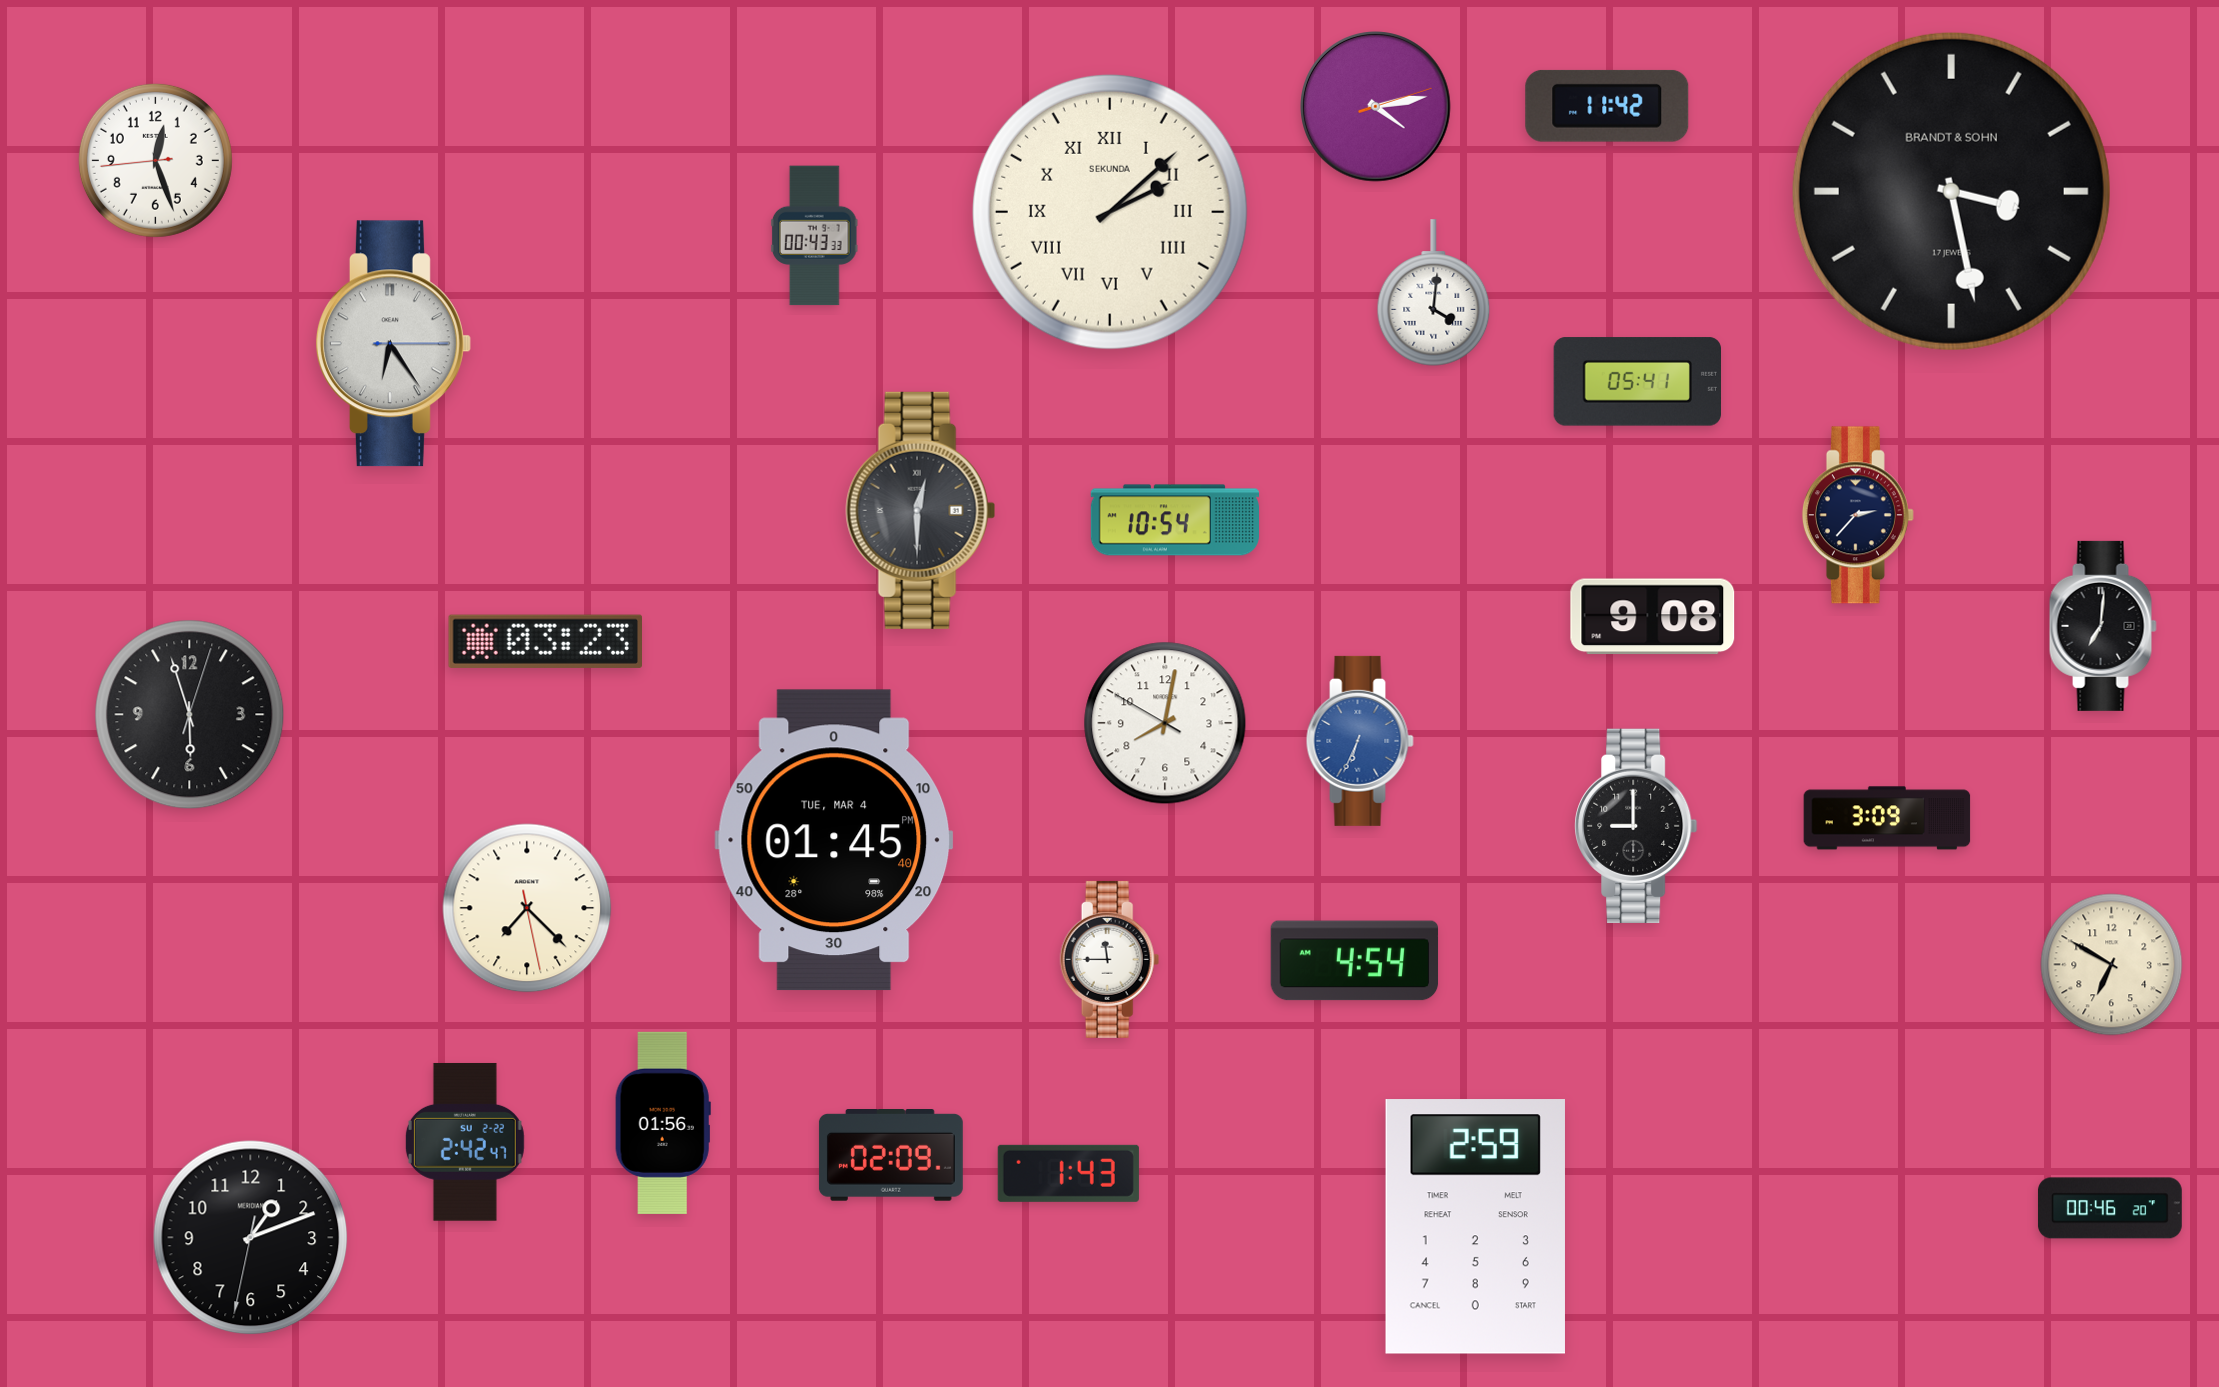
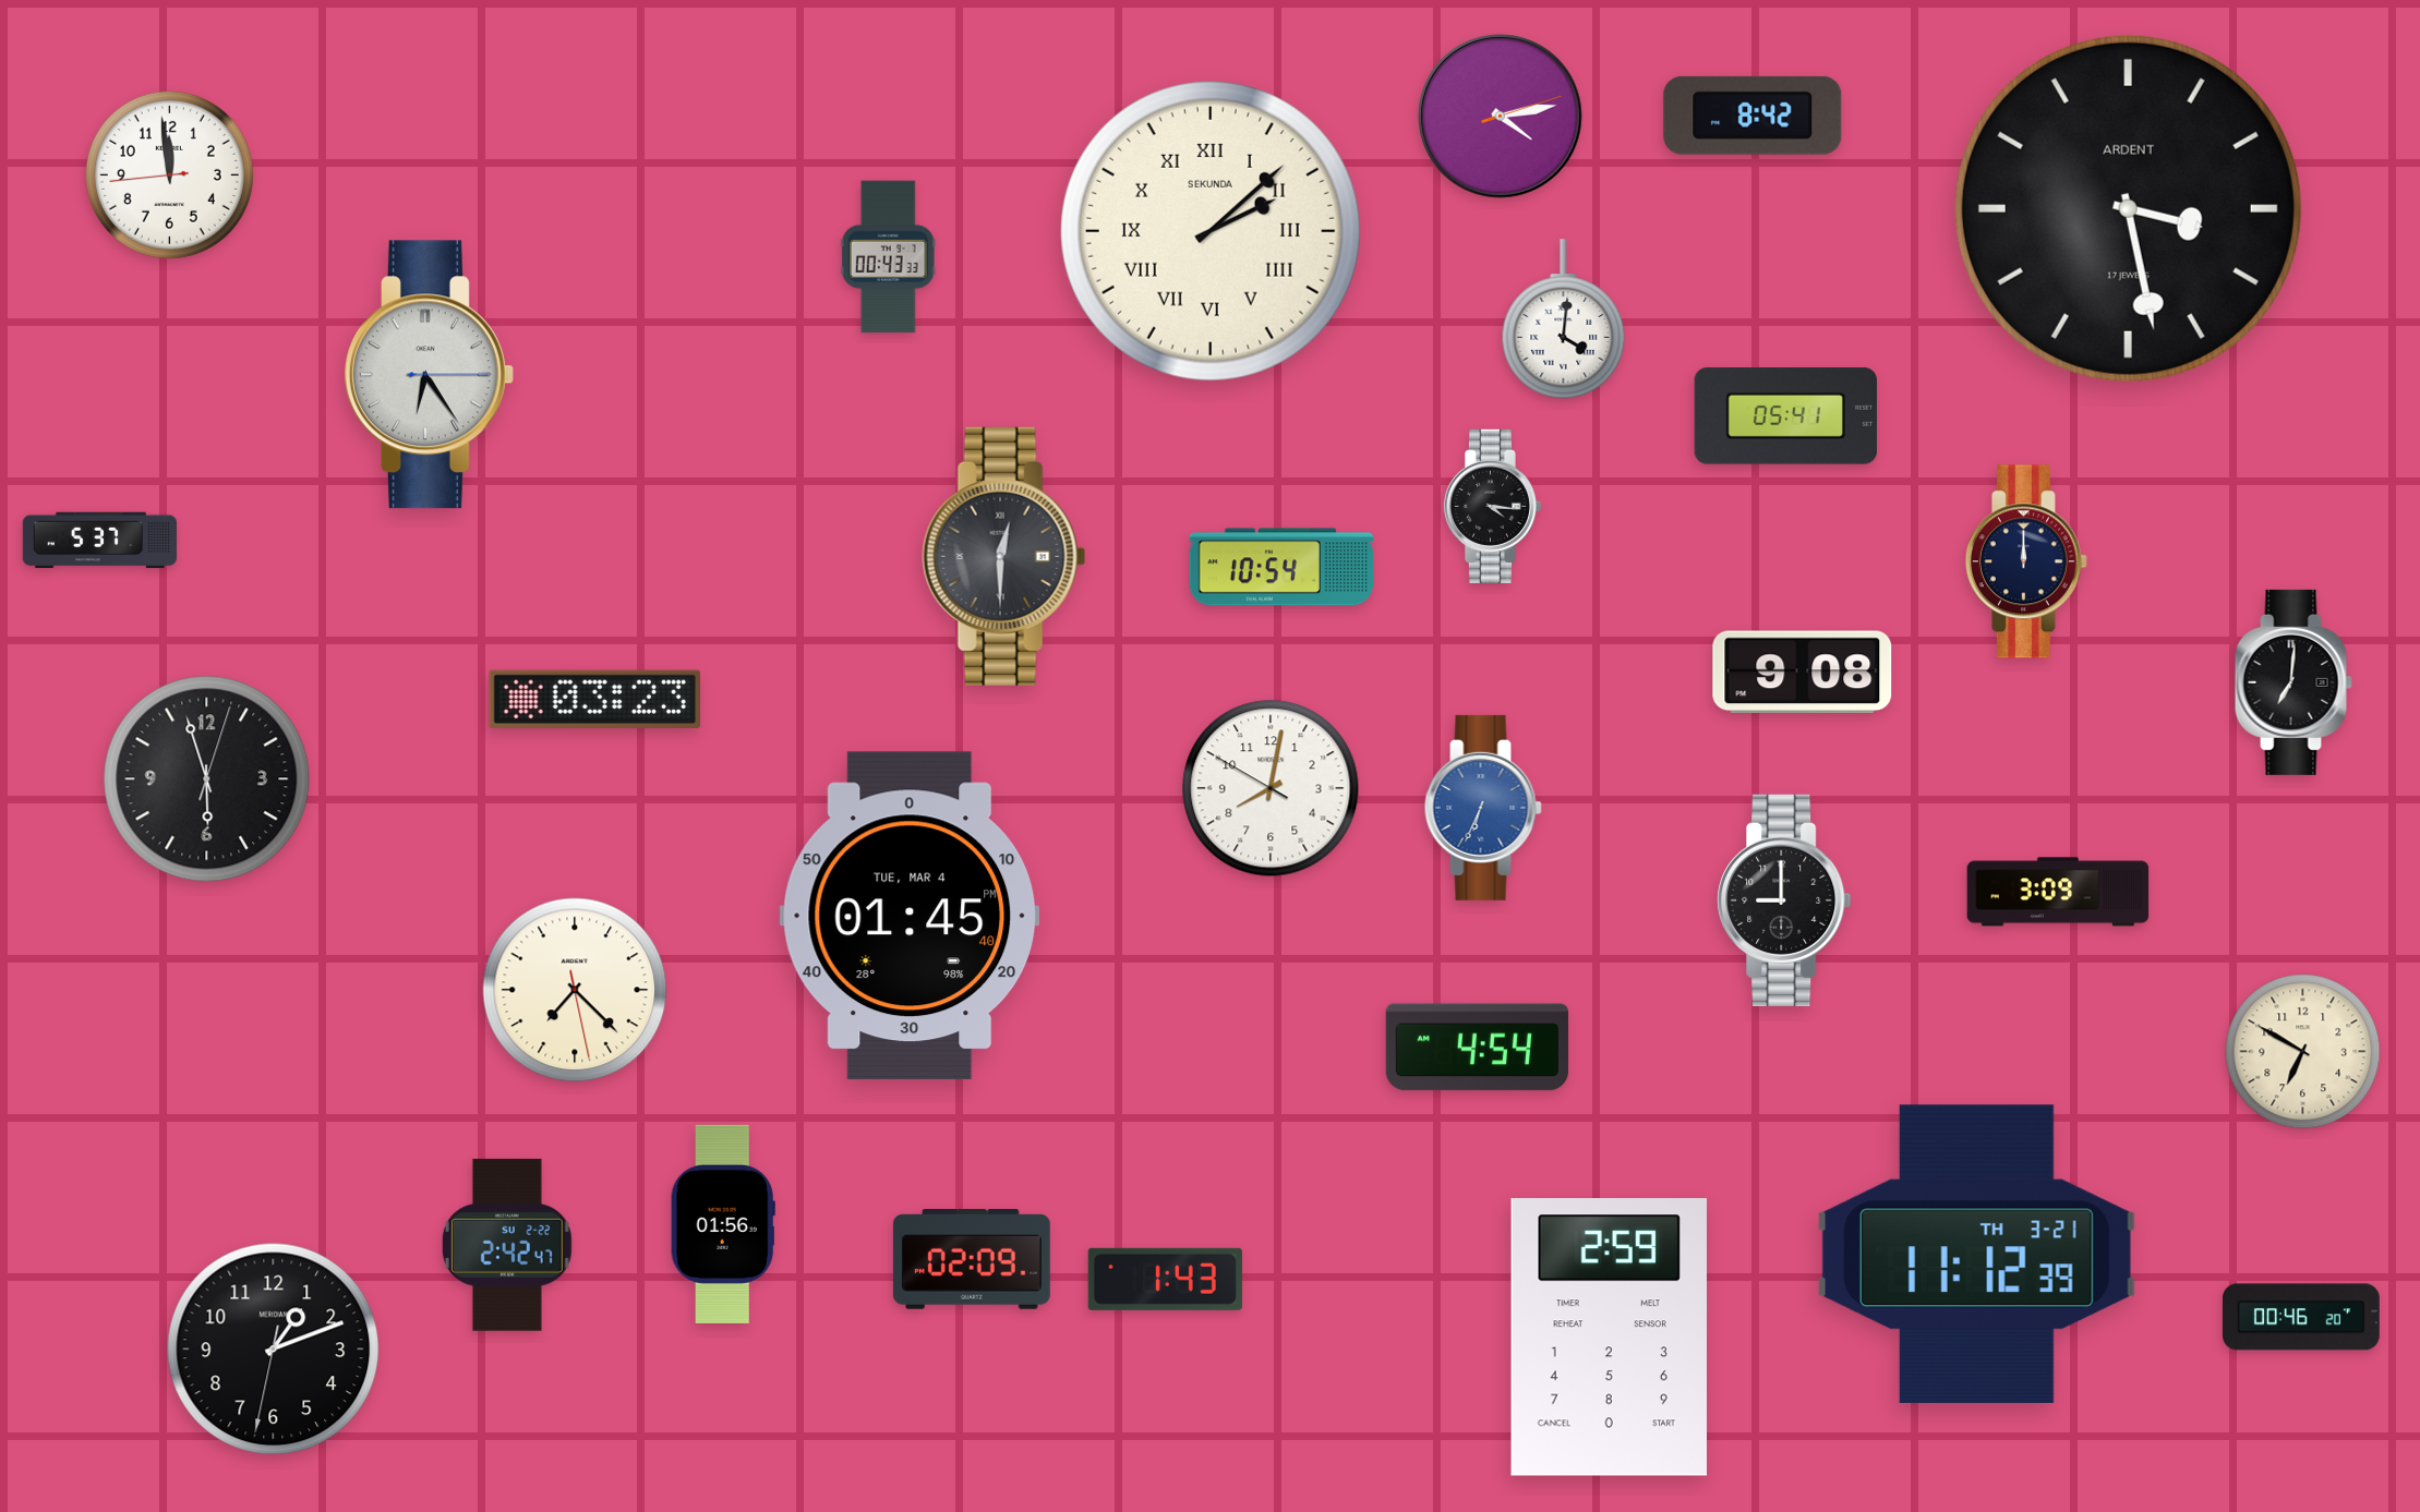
clock at (1607, 106): 11:42 -> 8:42
clock at (155, 160): 12:26 -> 11:58
clock at (1951, 191) brand: BRANDT & SOHN -> ARDENT
clock at (1492, 506): none -> 4:16
clock at (99, 541): none -> 5:37
clock at (1858, 515): 2:37 -> 12:00
clock at (1110, 959): 11:45 -> none
clock at (1976, 1254): none -> 11:12
